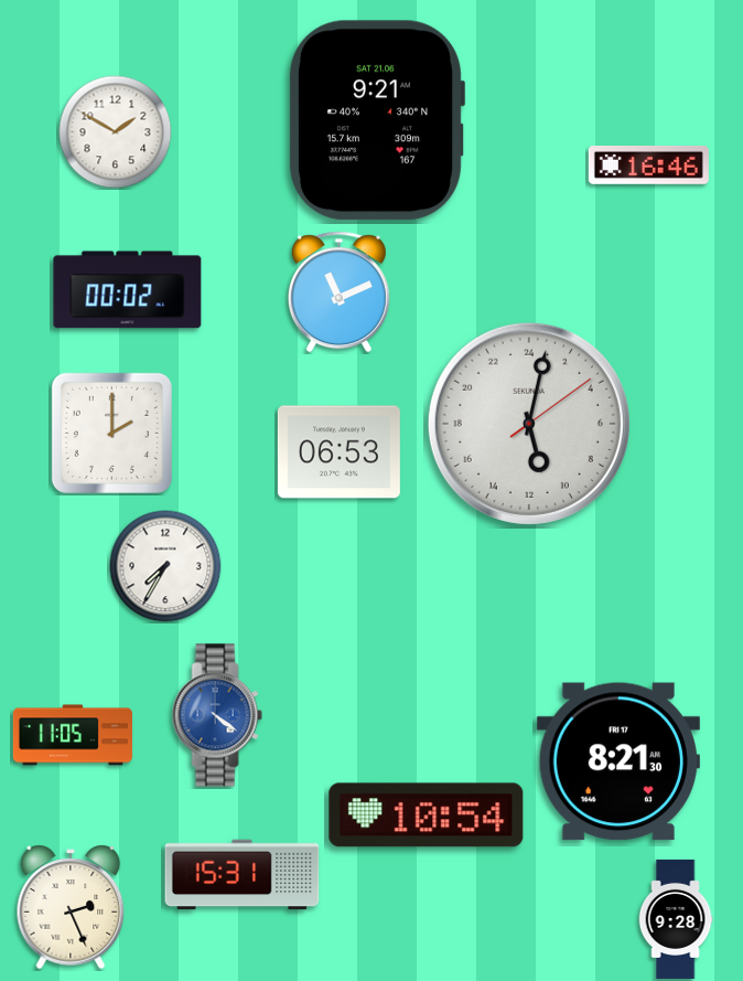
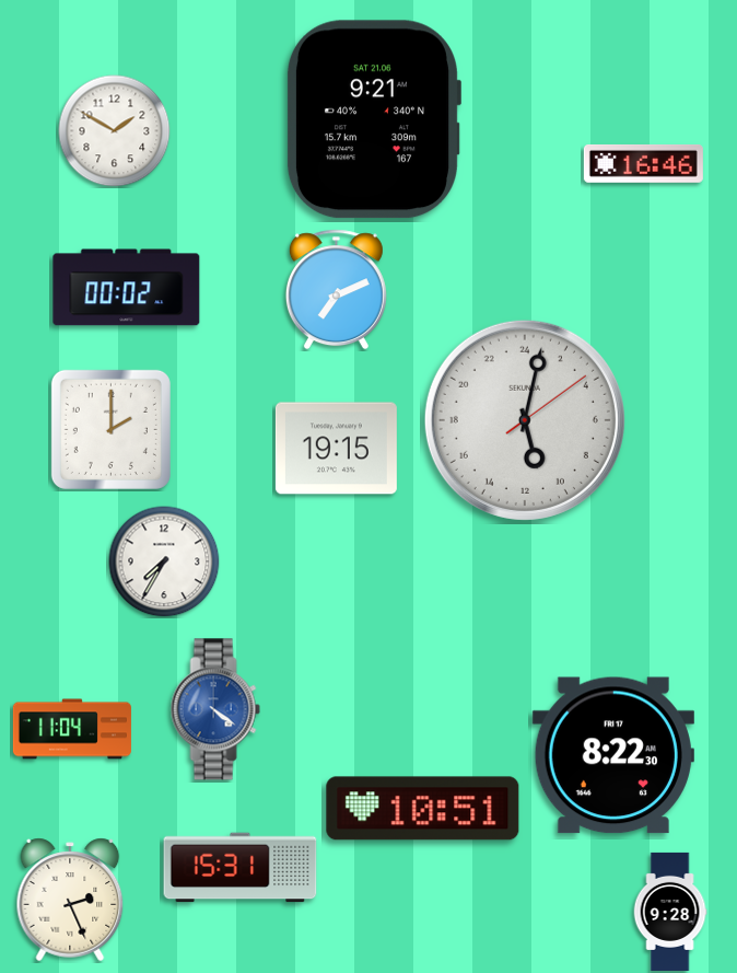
clock at (338, 292): 11:11 -> 7:11
clock at (338, 452): 06:53 -> 19:15
clock at (73, 735): 11:05 -> 11:04
clock at (618, 761): 8:21 -> 8:22
clock at (427, 815): 10:54 -> 10:51
